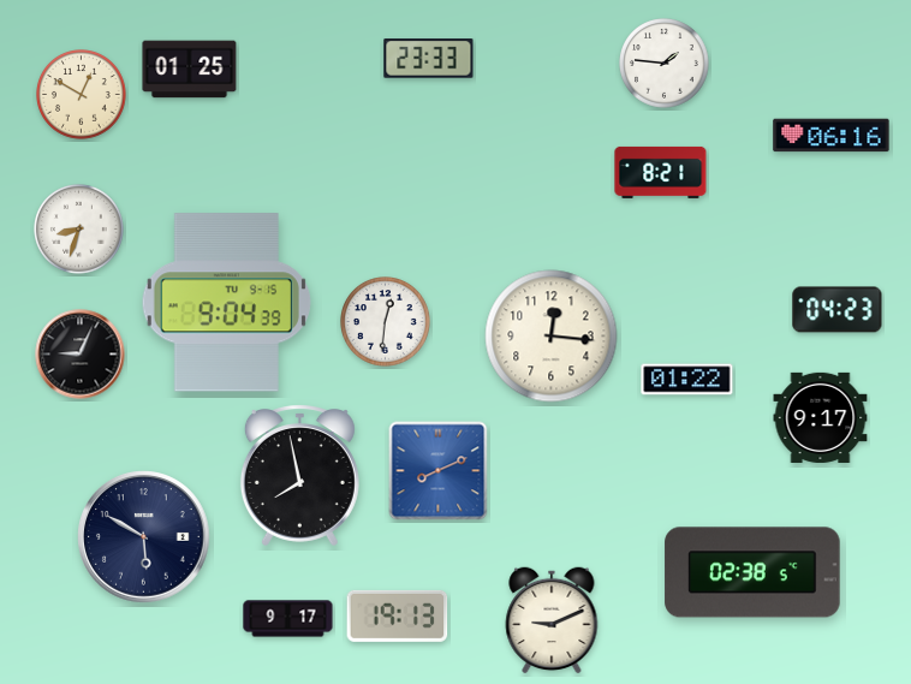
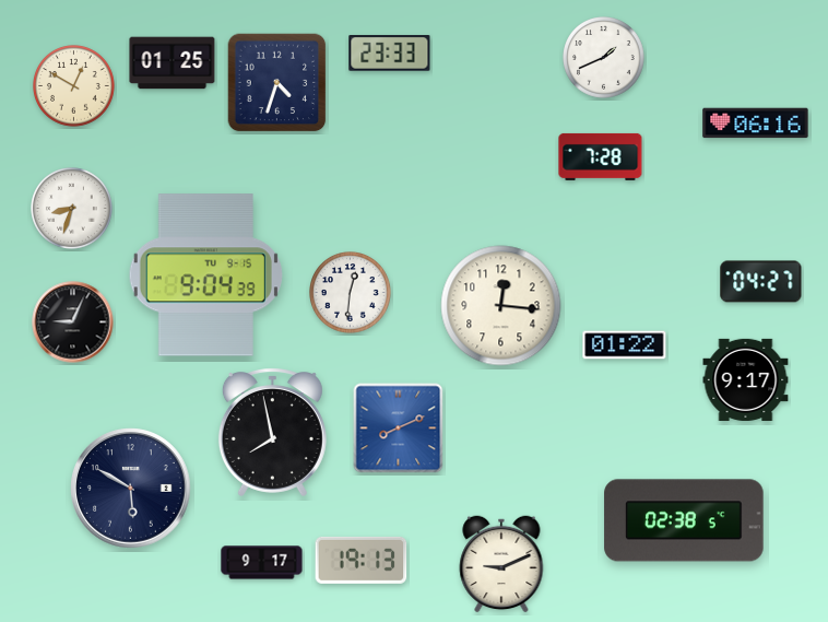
clock at (665, 64): 1:46 -> 1:41
clock at (277, 83): none -> 4:33
clock at (661, 172): 8:21 -> 7:28
clock at (838, 310): 04:23 -> 04:27
